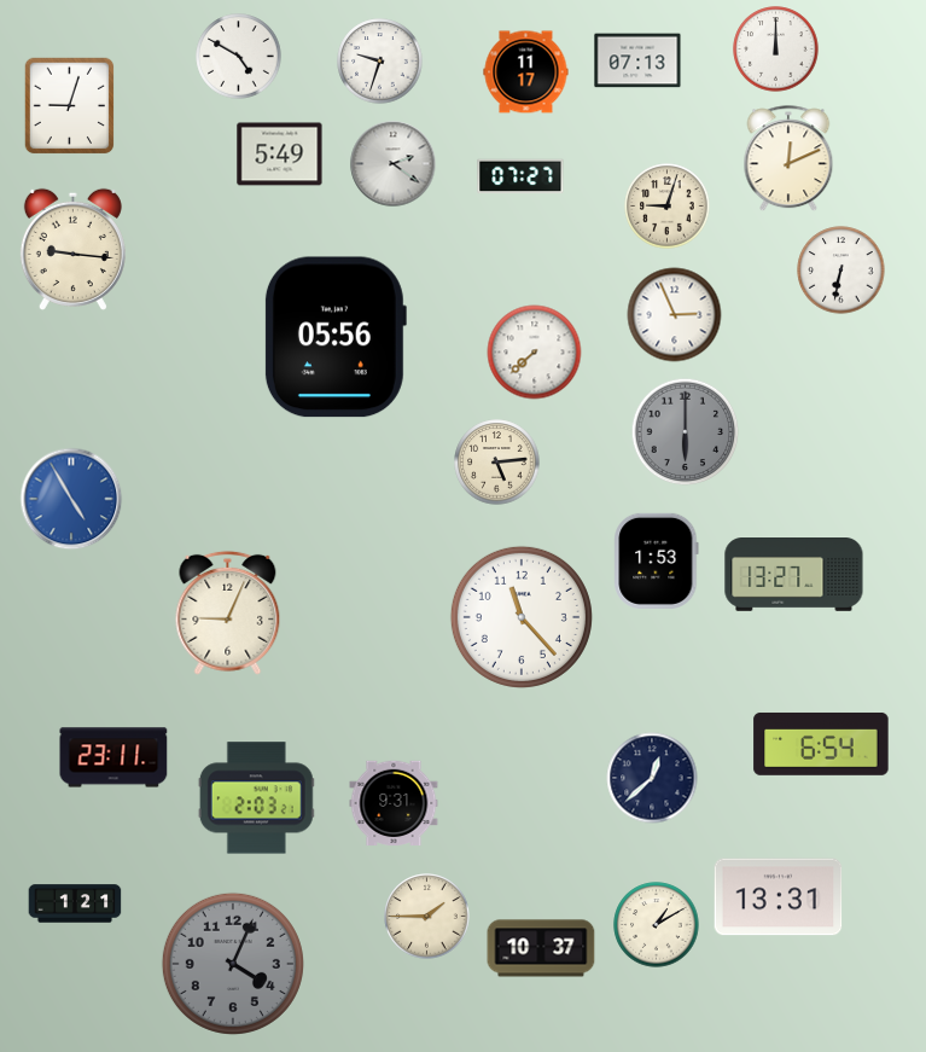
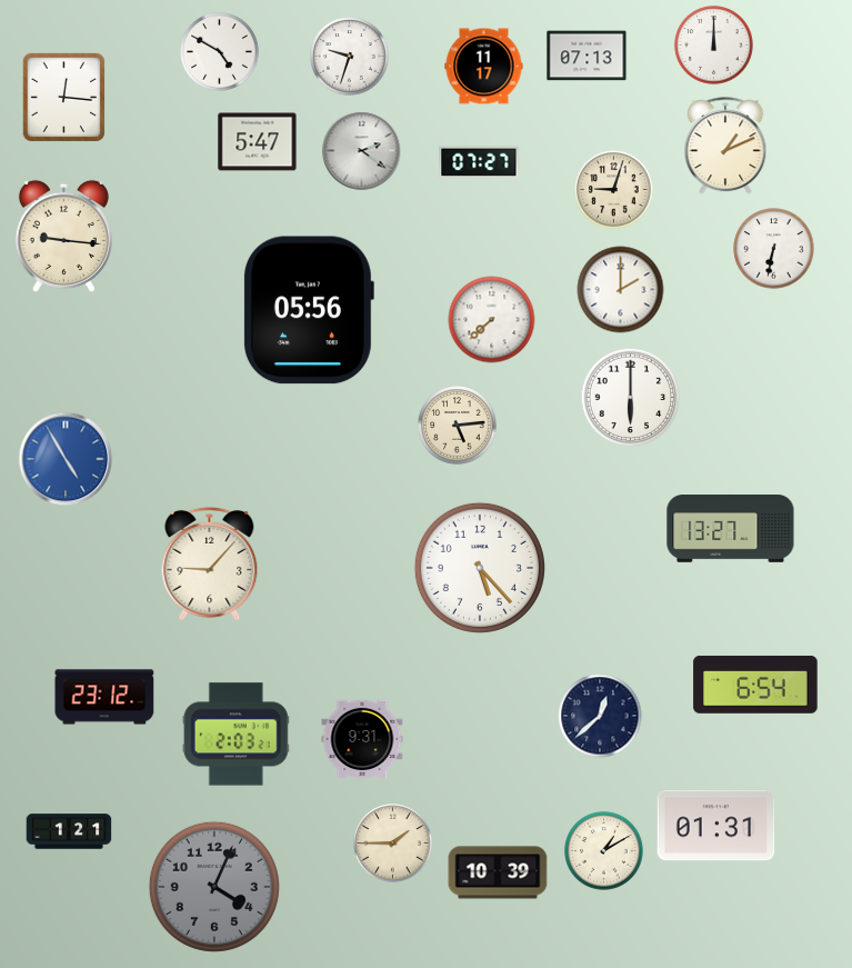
clock at (70, 106): 9:03 -> 12:16
clock at (280, 155): 5:49 -> 5:47
clock at (788, 159): 12:11 -> 1:11
clock at (72, 249) position: (72, 249) -> (63, 236)
clock at (675, 315): 2:56 -> 2:00
clock at (535, 353) position: (535, 353) -> (492, 320)
clock at (686, 432) dial: grey -> white
clock at (657, 560): 1:53 -> none
clock at (228, 612): 9:04 -> 9:07
clock at (522, 617): 11:23 -> 5:23
clock at (113, 757): 23:11 -> 23:12
clock at (779, 897): 13:31 -> 01:31
clock at (541, 948): 10:37 -> 10:39
